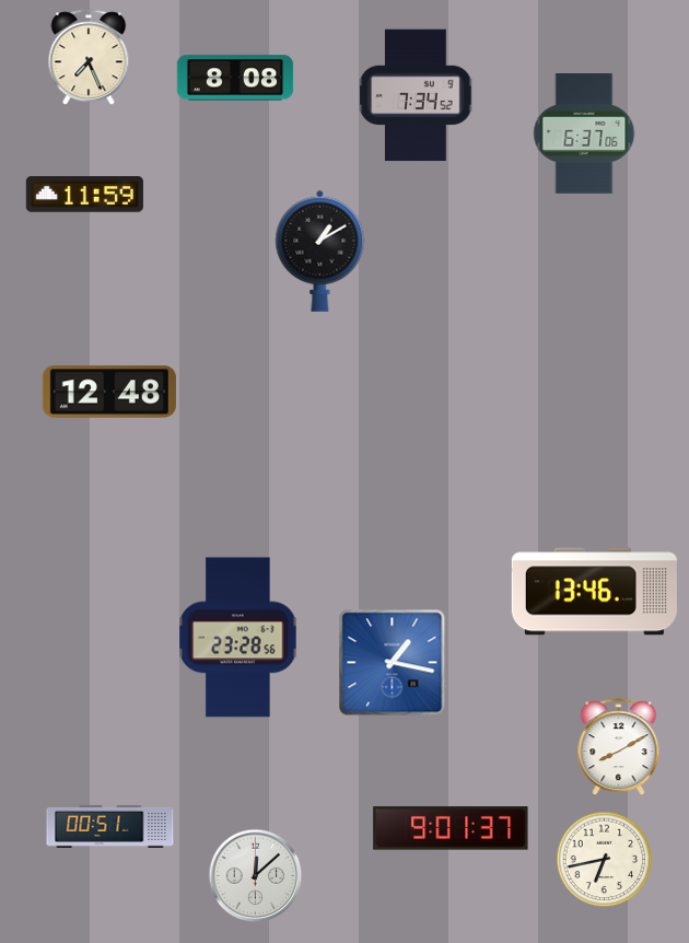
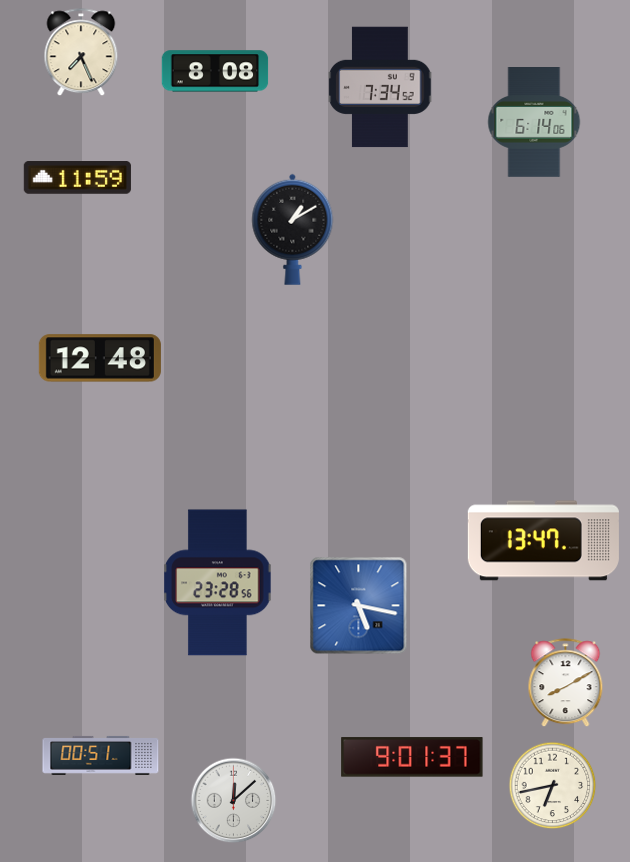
clock at (584, 135): 6:37 -> 6:14
clock at (594, 592): 13:46 -> 13:47
clock at (393, 663): 1:17 -> 5:17
